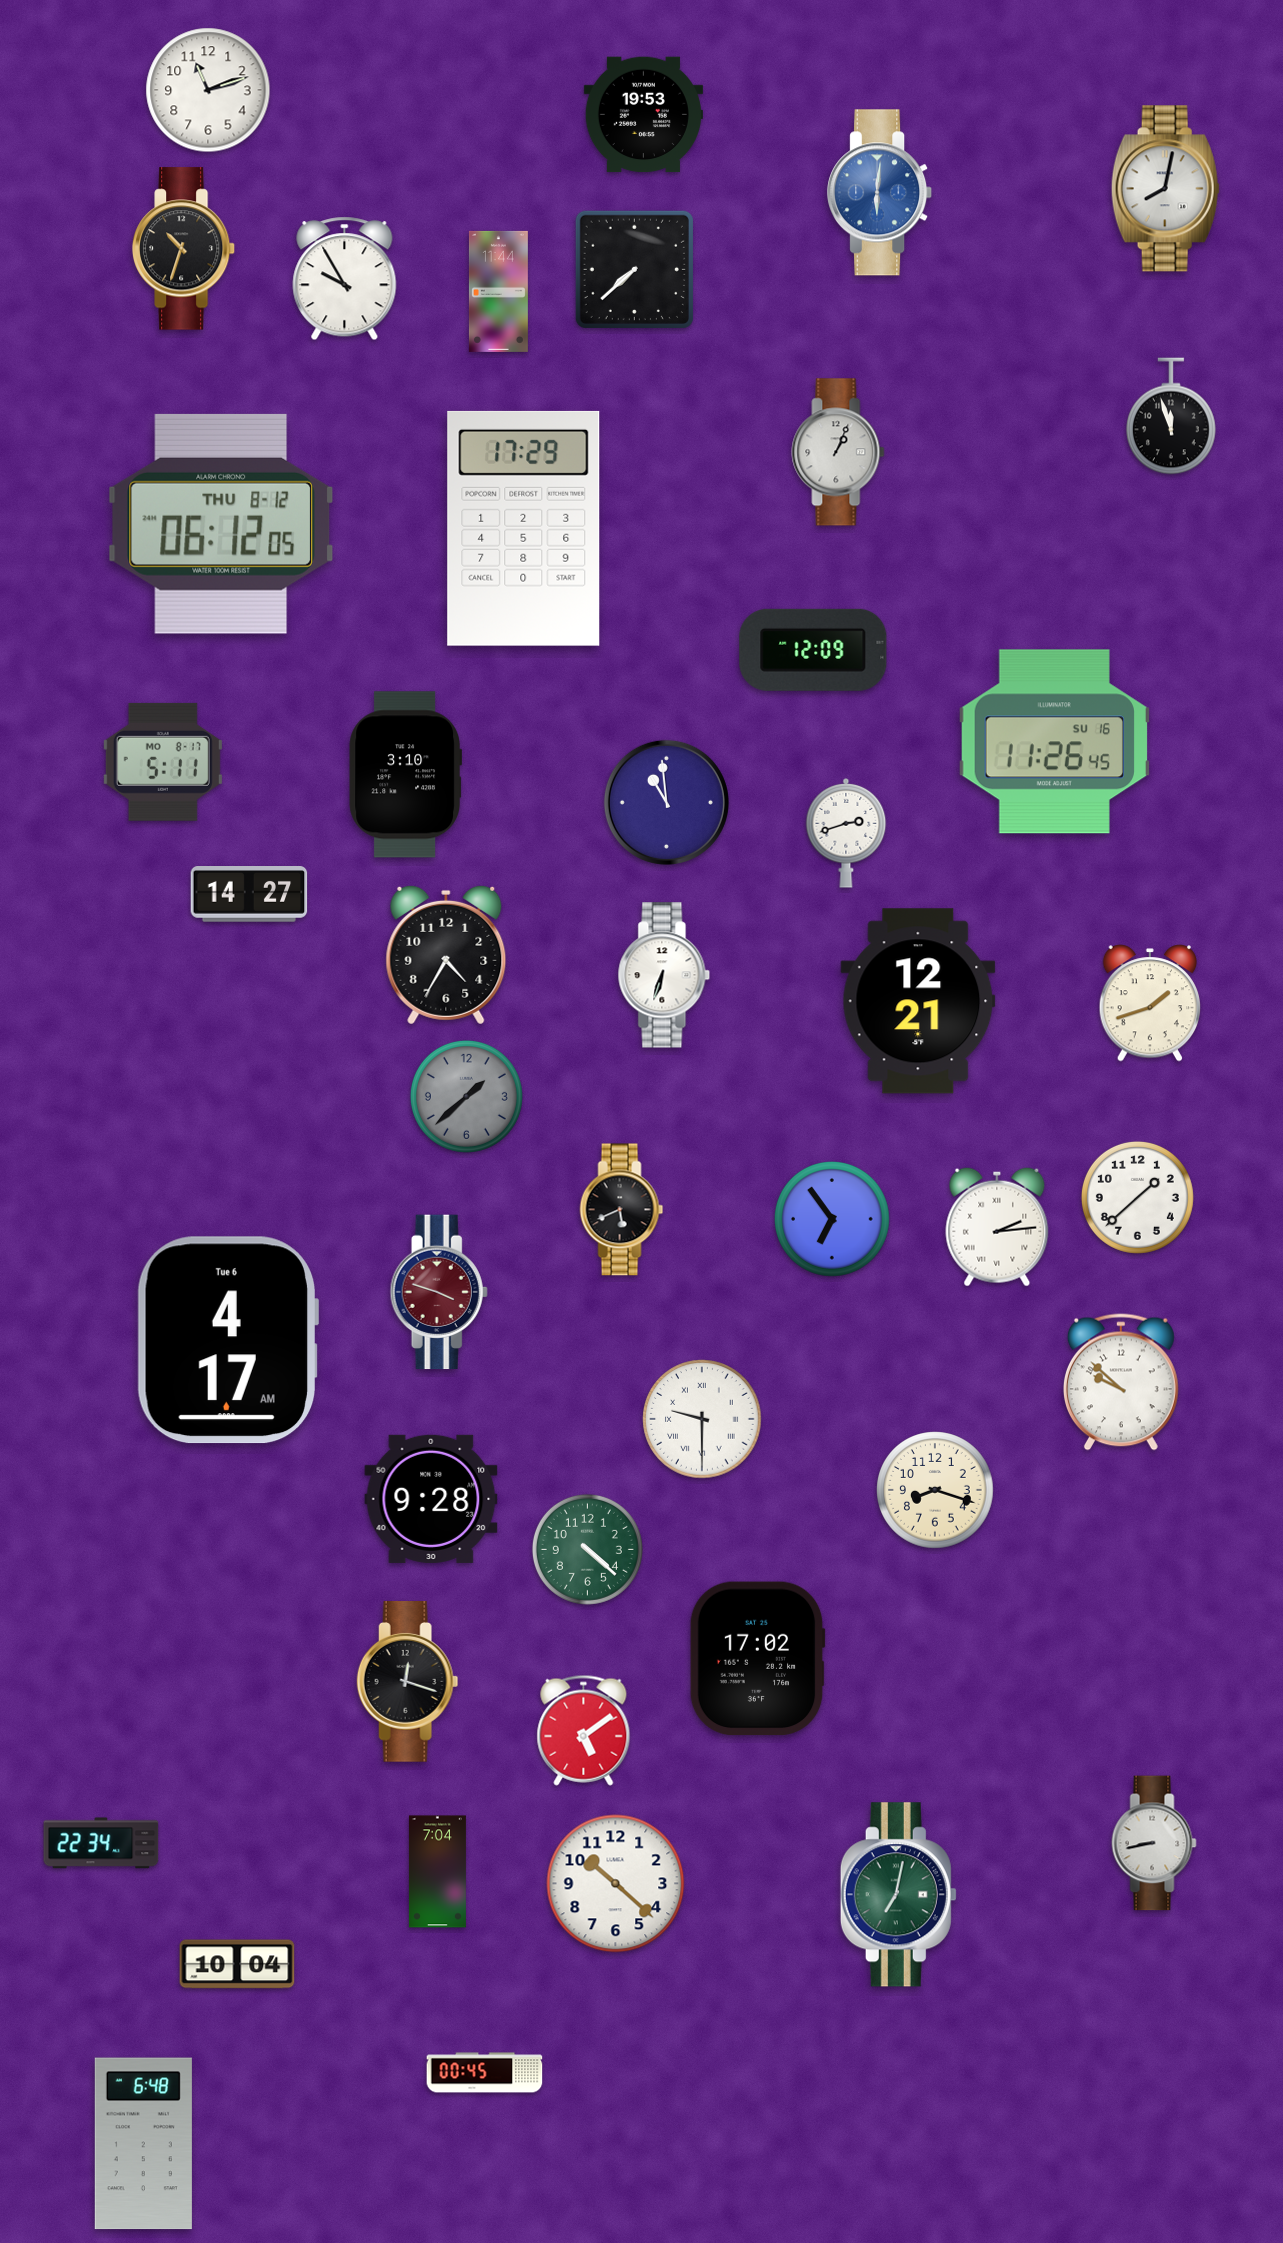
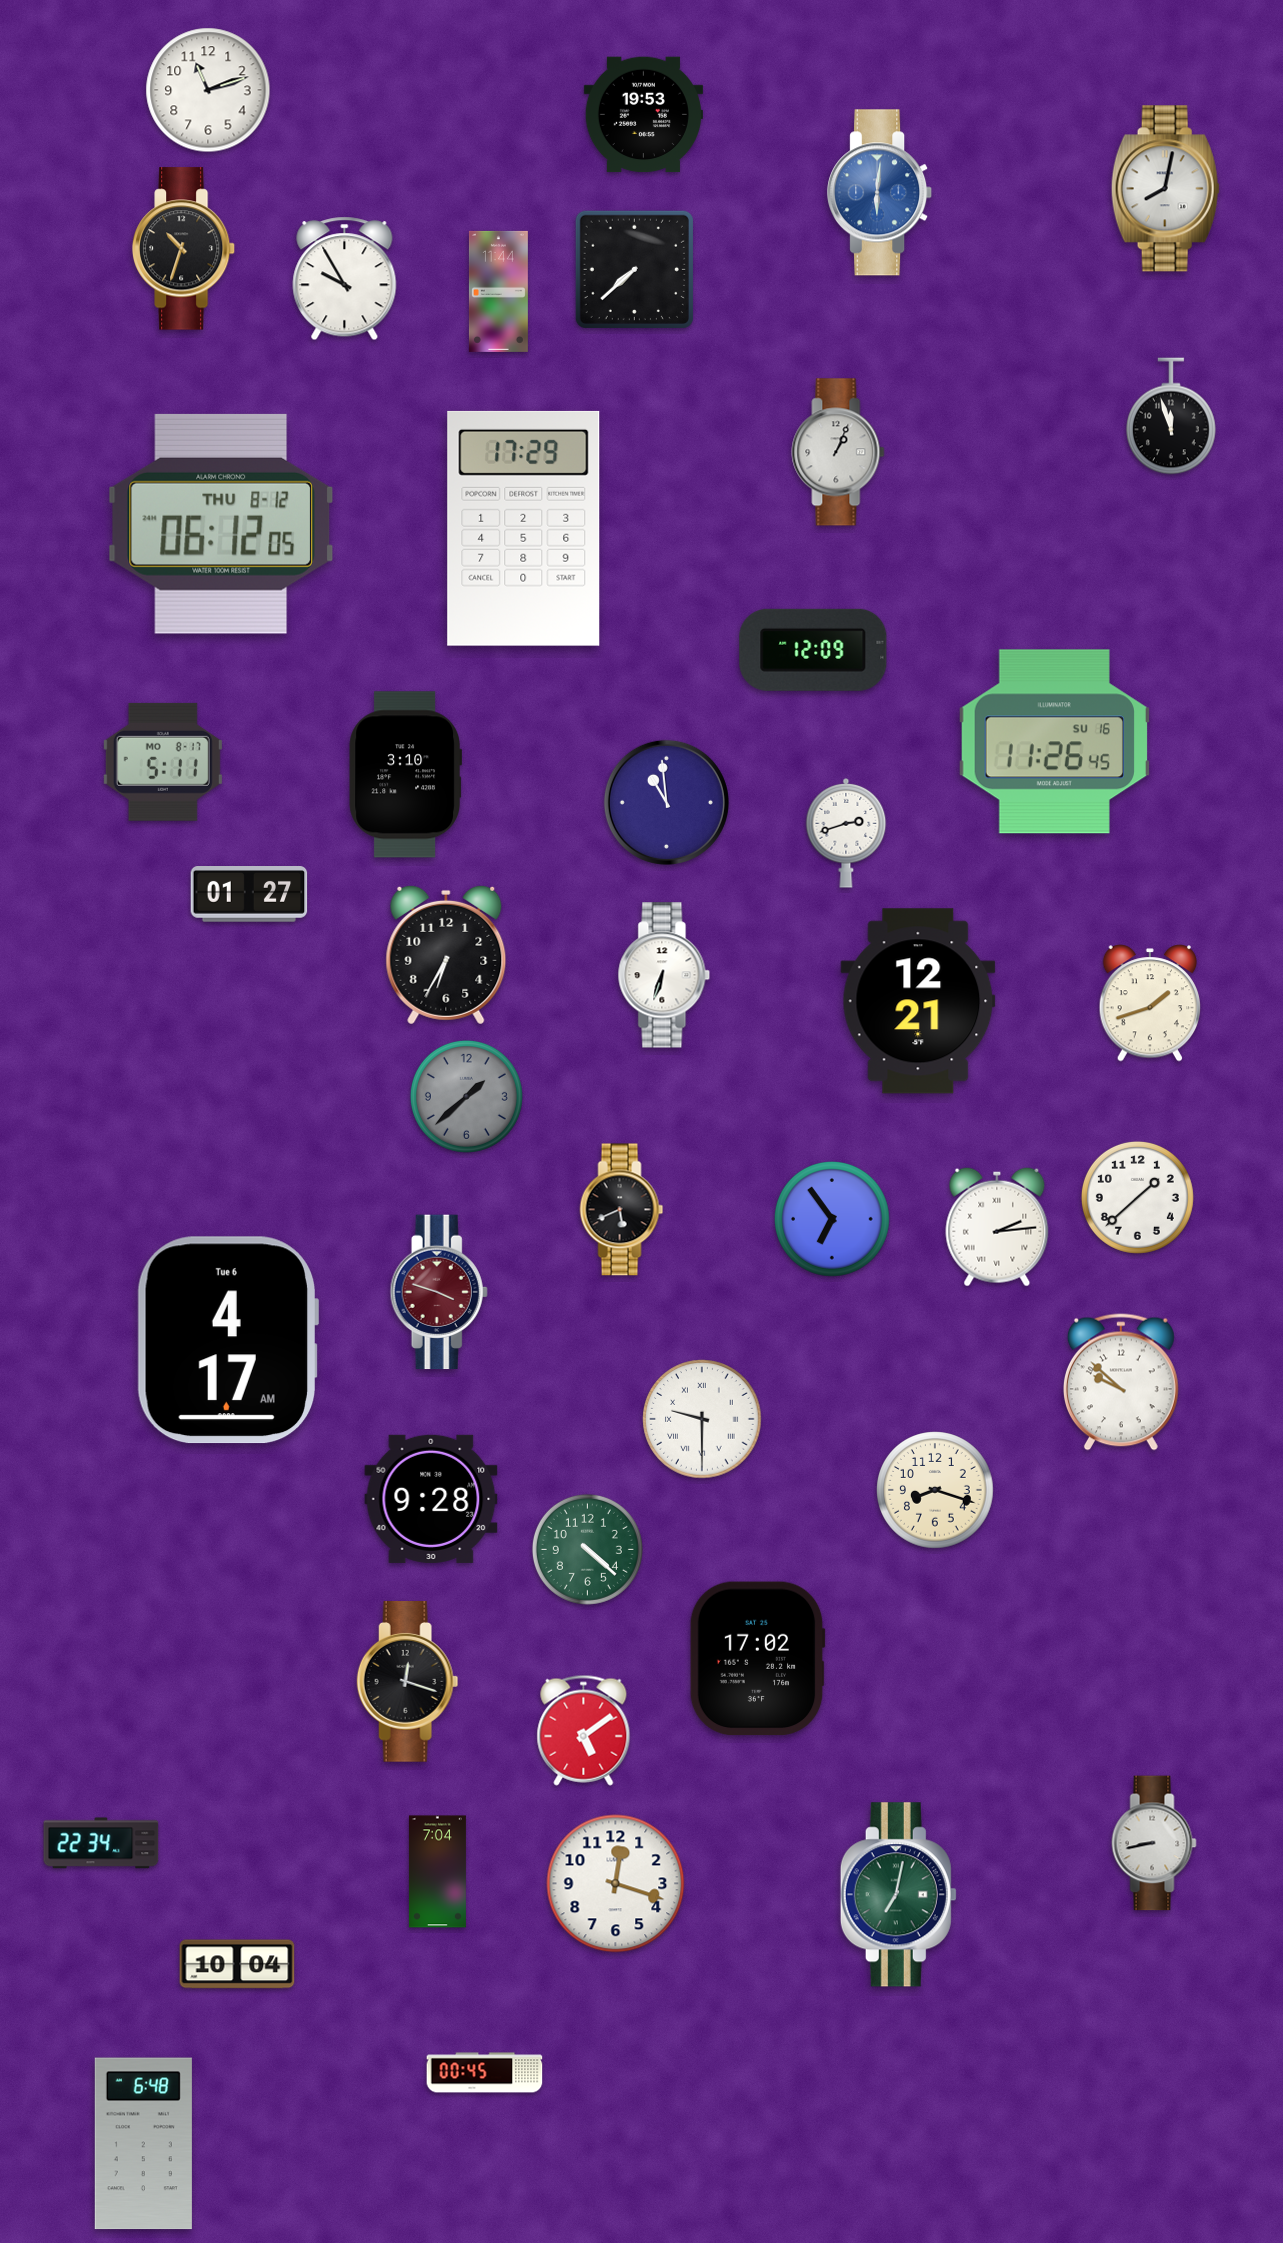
clock at (249, 895): 14:27 -> 01:27
clock at (446, 955): 4:35 -> 6:35
clock at (616, 1884): 10:22 -> 12:18
